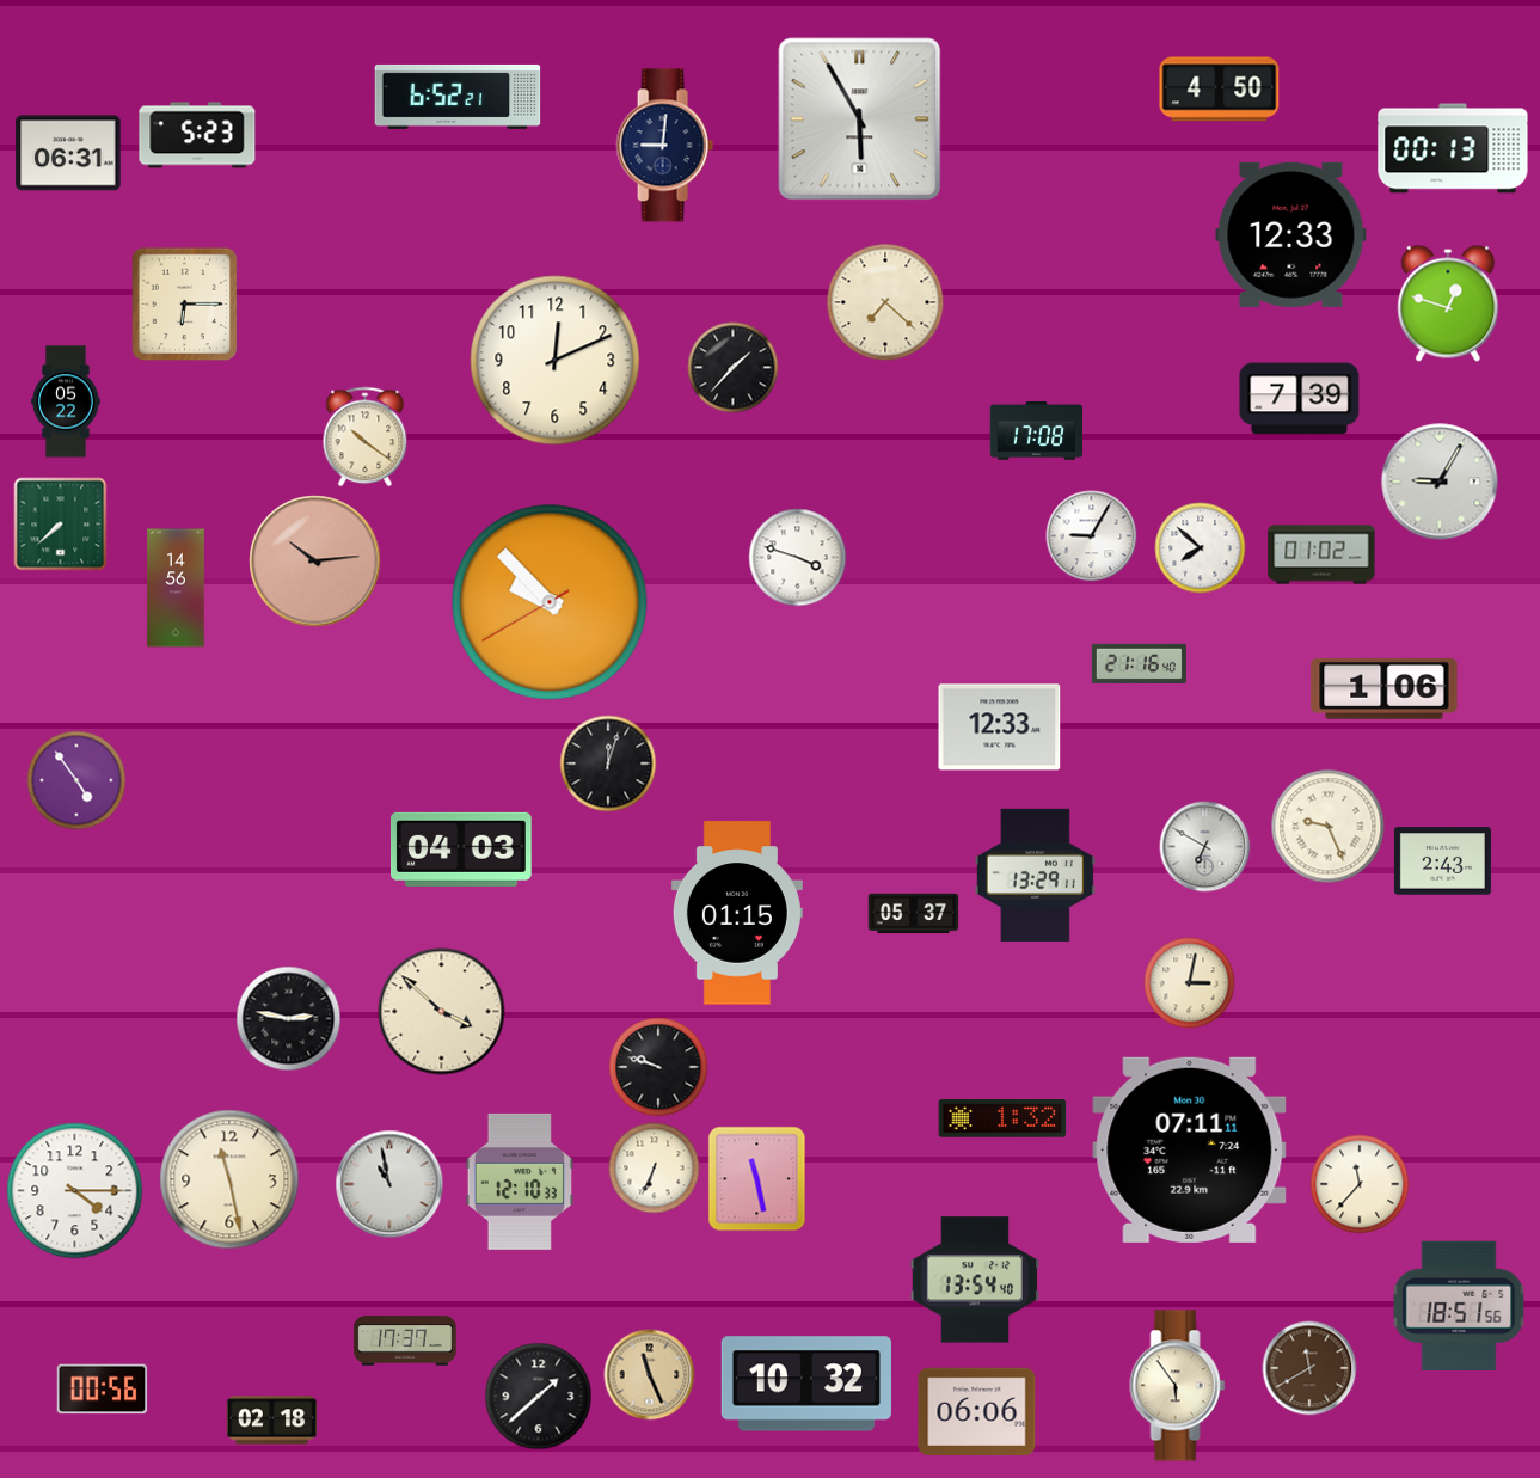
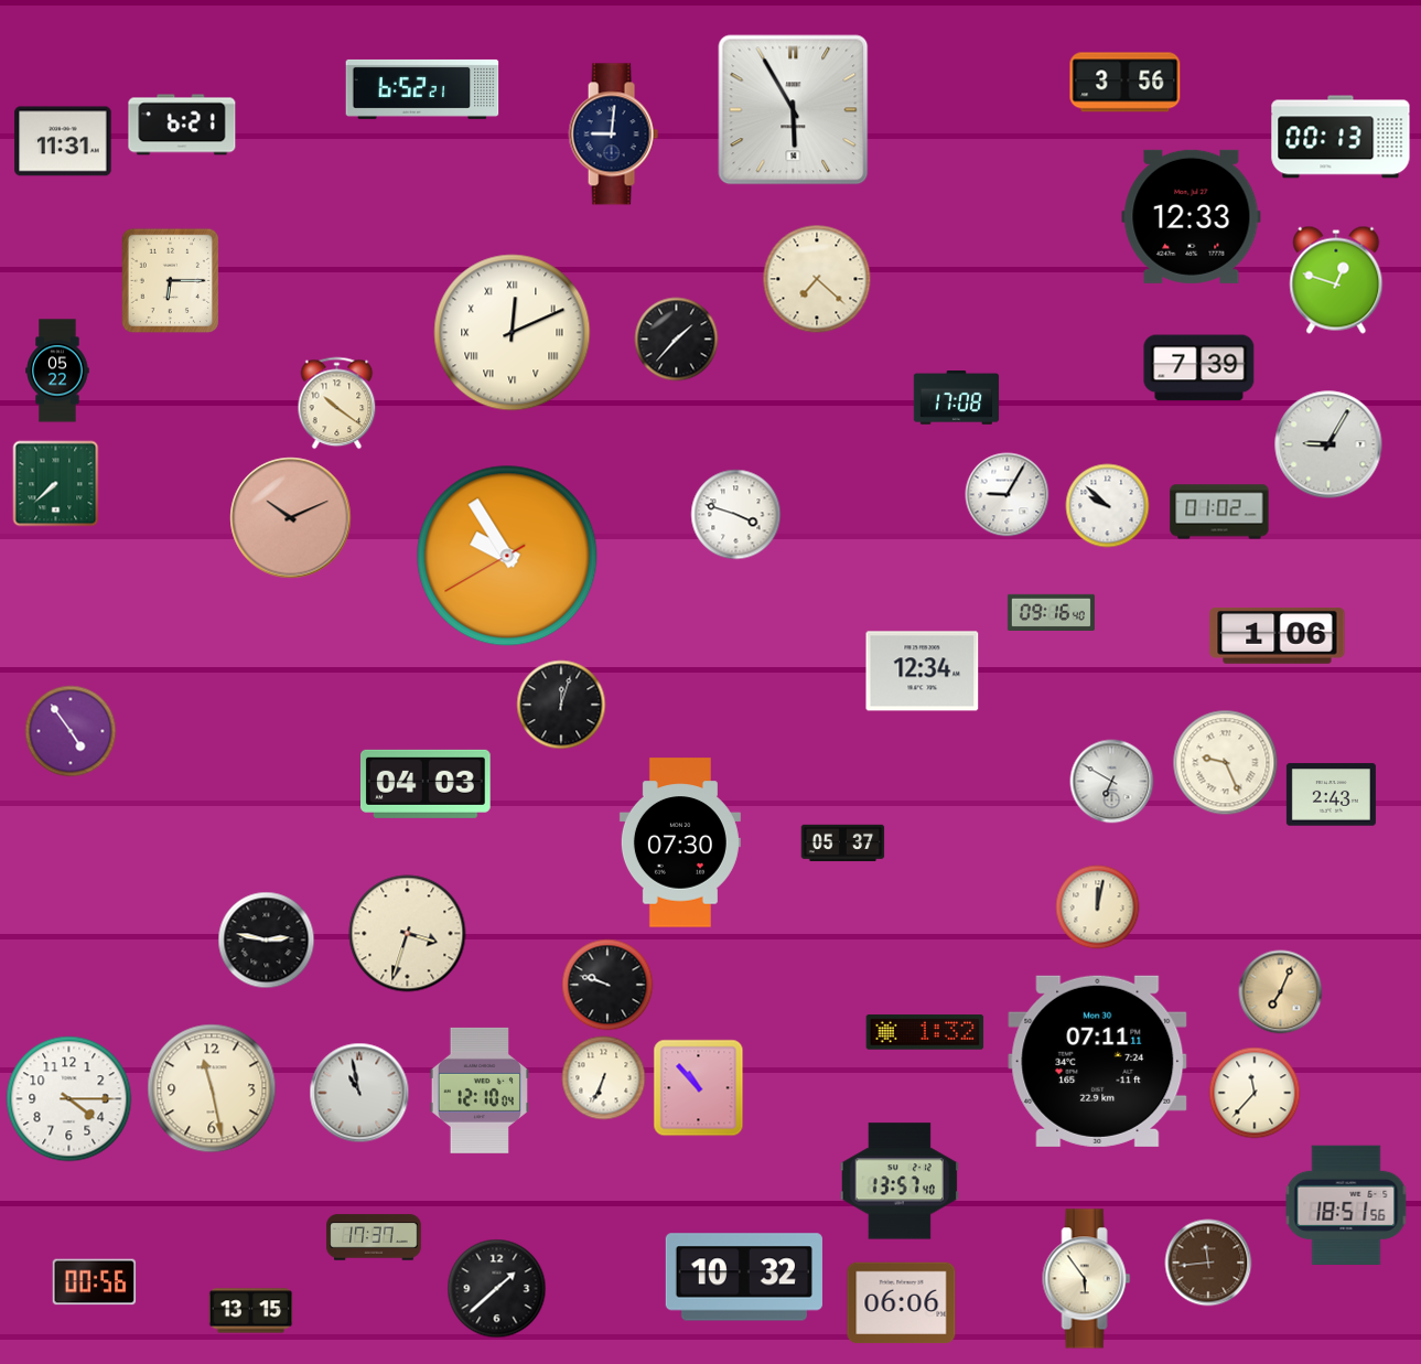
clock at (1220, 90): 4:50 -> 3:56
clock at (197, 135): 5:23 -> 6:21
clock at (68, 153): 06:31 -> 11:31
clock at (556, 361) numerals: Arabic -> Roman
clock at (66, 401) position: (66, 401) -> (57, 370)
clock at (1201, 548): 7:52 -> 9:52
clock at (315, 562): 10:14 -> 10:11
clock at (176, 588): 14:56 -> none
clock at (550, 602): 9:52 -> 9:54
clock at (1139, 663): 21:16 -> 09:16
clock at (1000, 728): 12:33 -> 12:34
clock at (76, 780) position: (76, 780) -> (71, 731)
clock at (1035, 875): 13:29 -> none
clock at (737, 913): 01:15 -> 07:30
clock at (1190, 983): 3:02 -> 12:02
clock at (442, 1012): 3:52 -> 3:33
clock at (1281, 992): none -> 7:04
clock at (757, 1179): 11:28 -> 10:53
clock at (520, 1182): 12:10:33 -> 12:10:04
clock at (975, 1280): 13:54 -> 13:57
clock at (1309, 1368): 11:40 -> 11:44
clock at (650, 1375): 11:26 -> none
clock at (272, 1421): 02:18 -> 13:15
